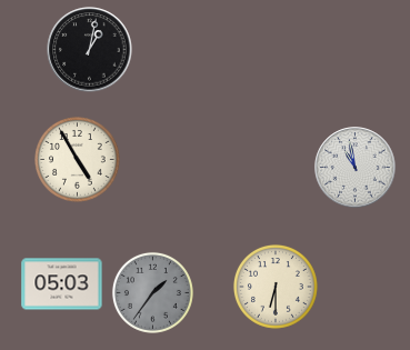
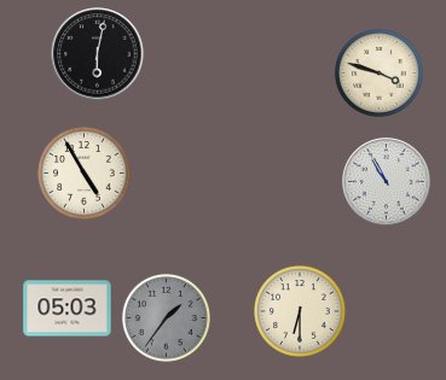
clock at (90, 50): 1:02 -> 6:02
clock at (378, 72): none -> 3:48
clock at (356, 168): 10:58 -> 10:55
